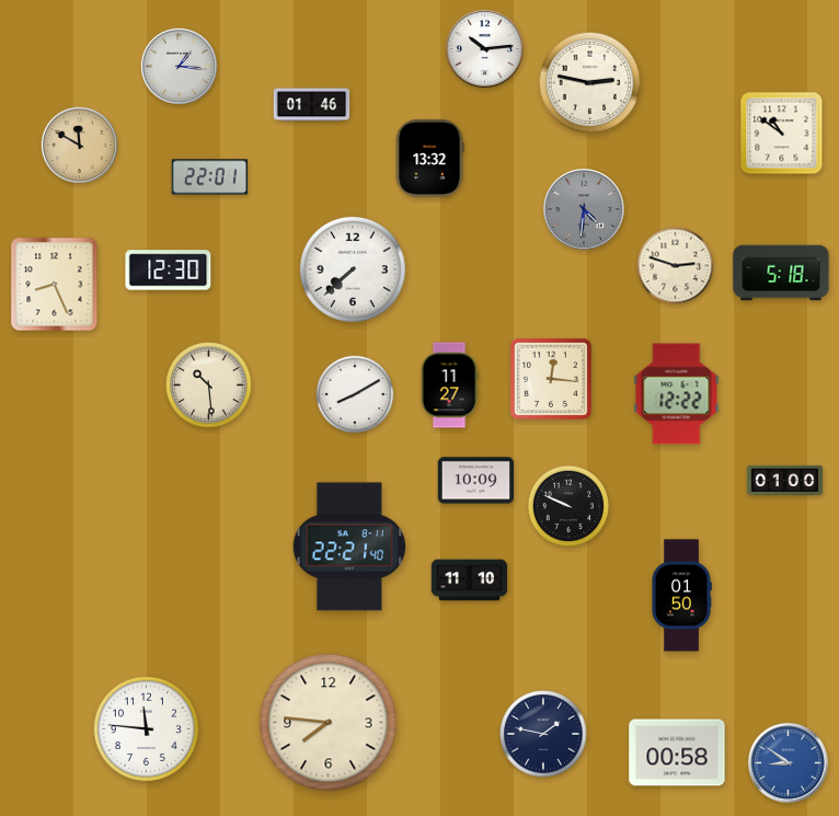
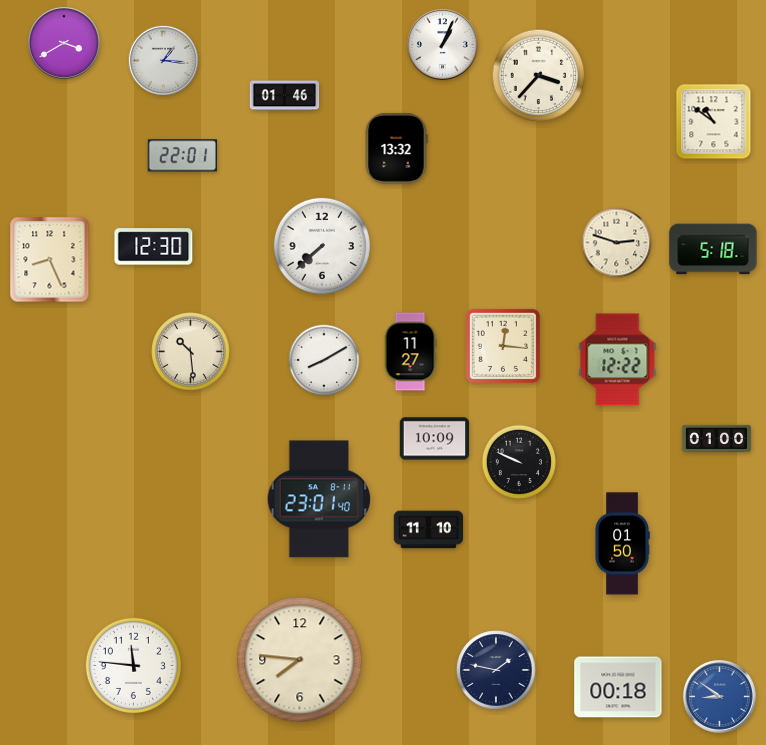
clock at (64, 43): none -> 3:40
clock at (484, 48): 10:14 -> 1:04
clock at (590, 83): 2:47 -> 3:37
clock at (79, 145): 11:50 -> none
clock at (429, 158) position: (429, 158) -> (396, 148)
clock at (209, 177) position: (209, 177) -> (182, 156)
clock at (584, 209): 4:31 -> none
clock at (349, 547): 22:21 -> 23:01
clock at (677, 752): 00:58 -> 00:18
